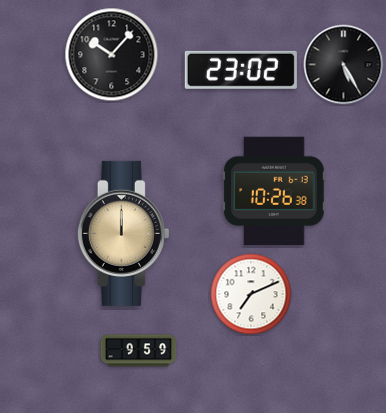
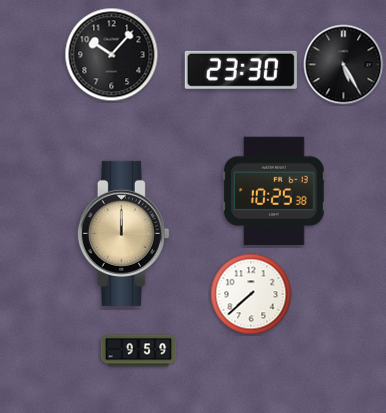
clock at (241, 70): 23:02 -> 23:30
clock at (274, 191): 10:26 -> 10:25
clock at (251, 294): 7:11 -> 7:38
